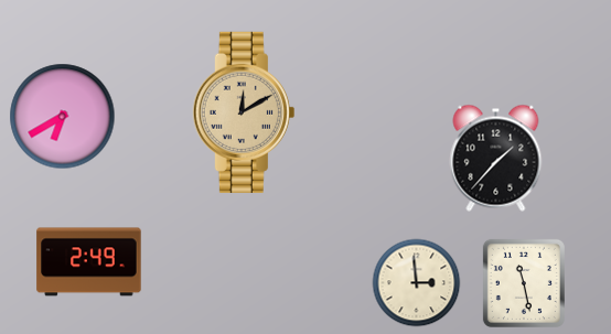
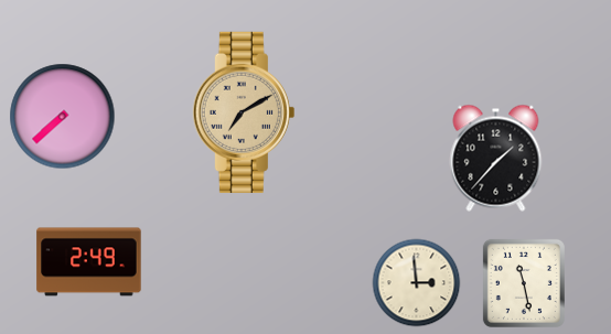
clock at (244, 112): 12:10 -> 7:10
clock at (63, 117): 6:40 -> 7:38
